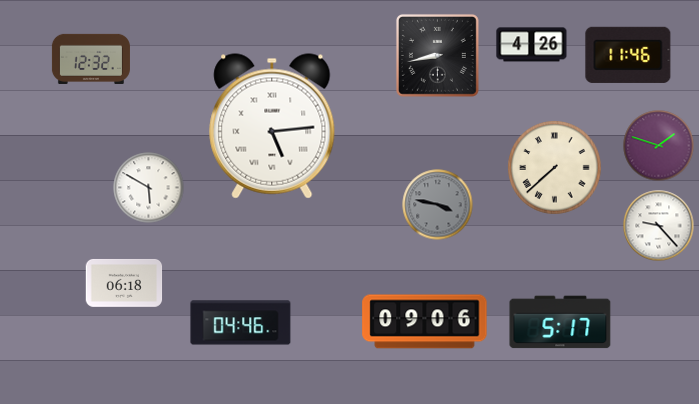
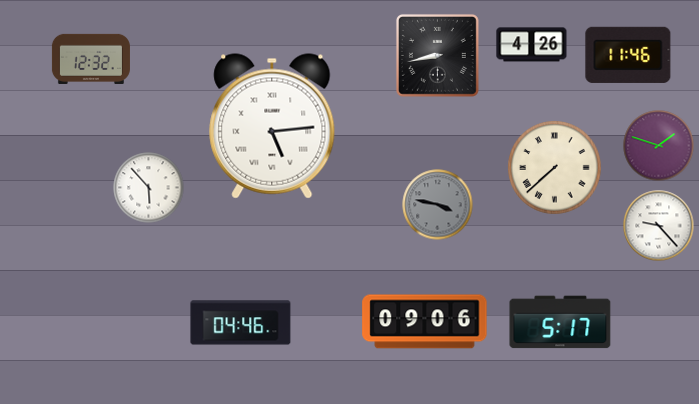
clock at (149, 188): 5:50 -> 5:53
clock at (124, 283): 06:18 -> none
